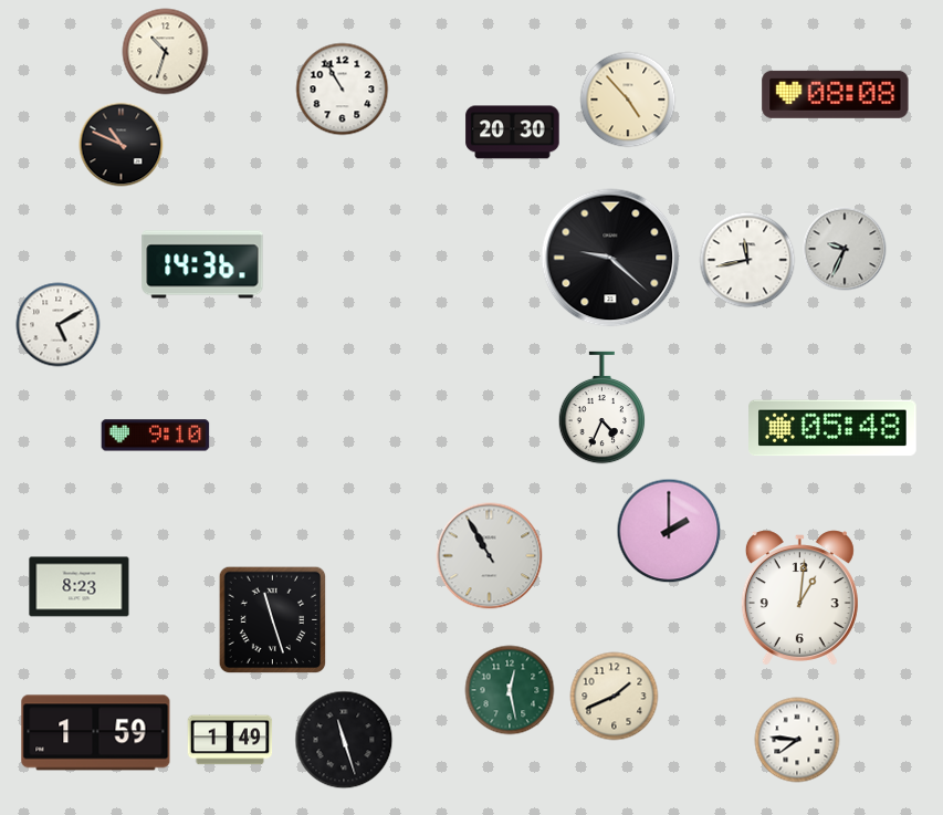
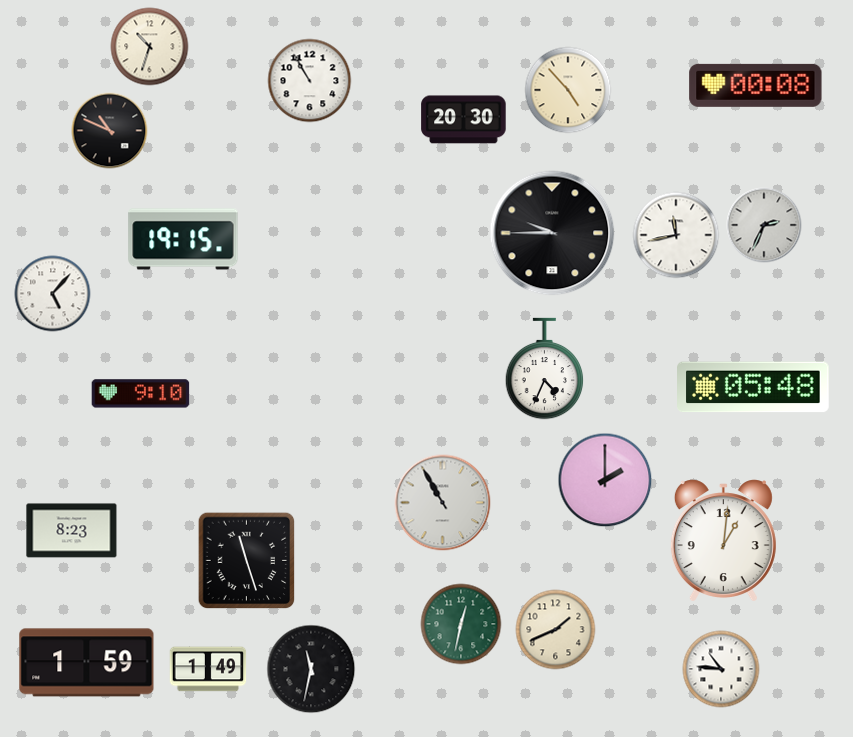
clock at (836, 94): 08:08 -> 00:08
clock at (845, 249): 9:34 -> 2:34
clock at (610, 258): 9:22 -> 9:45
clock at (202, 264): 14:36 -> 19:15
clock at (59, 325): 5:10 -> 5:07
clock at (510, 690): 12:28 -> 12:32
clock at (344, 740): 11:27 -> 11:32
clock at (797, 740): 7:46 -> 10:46
